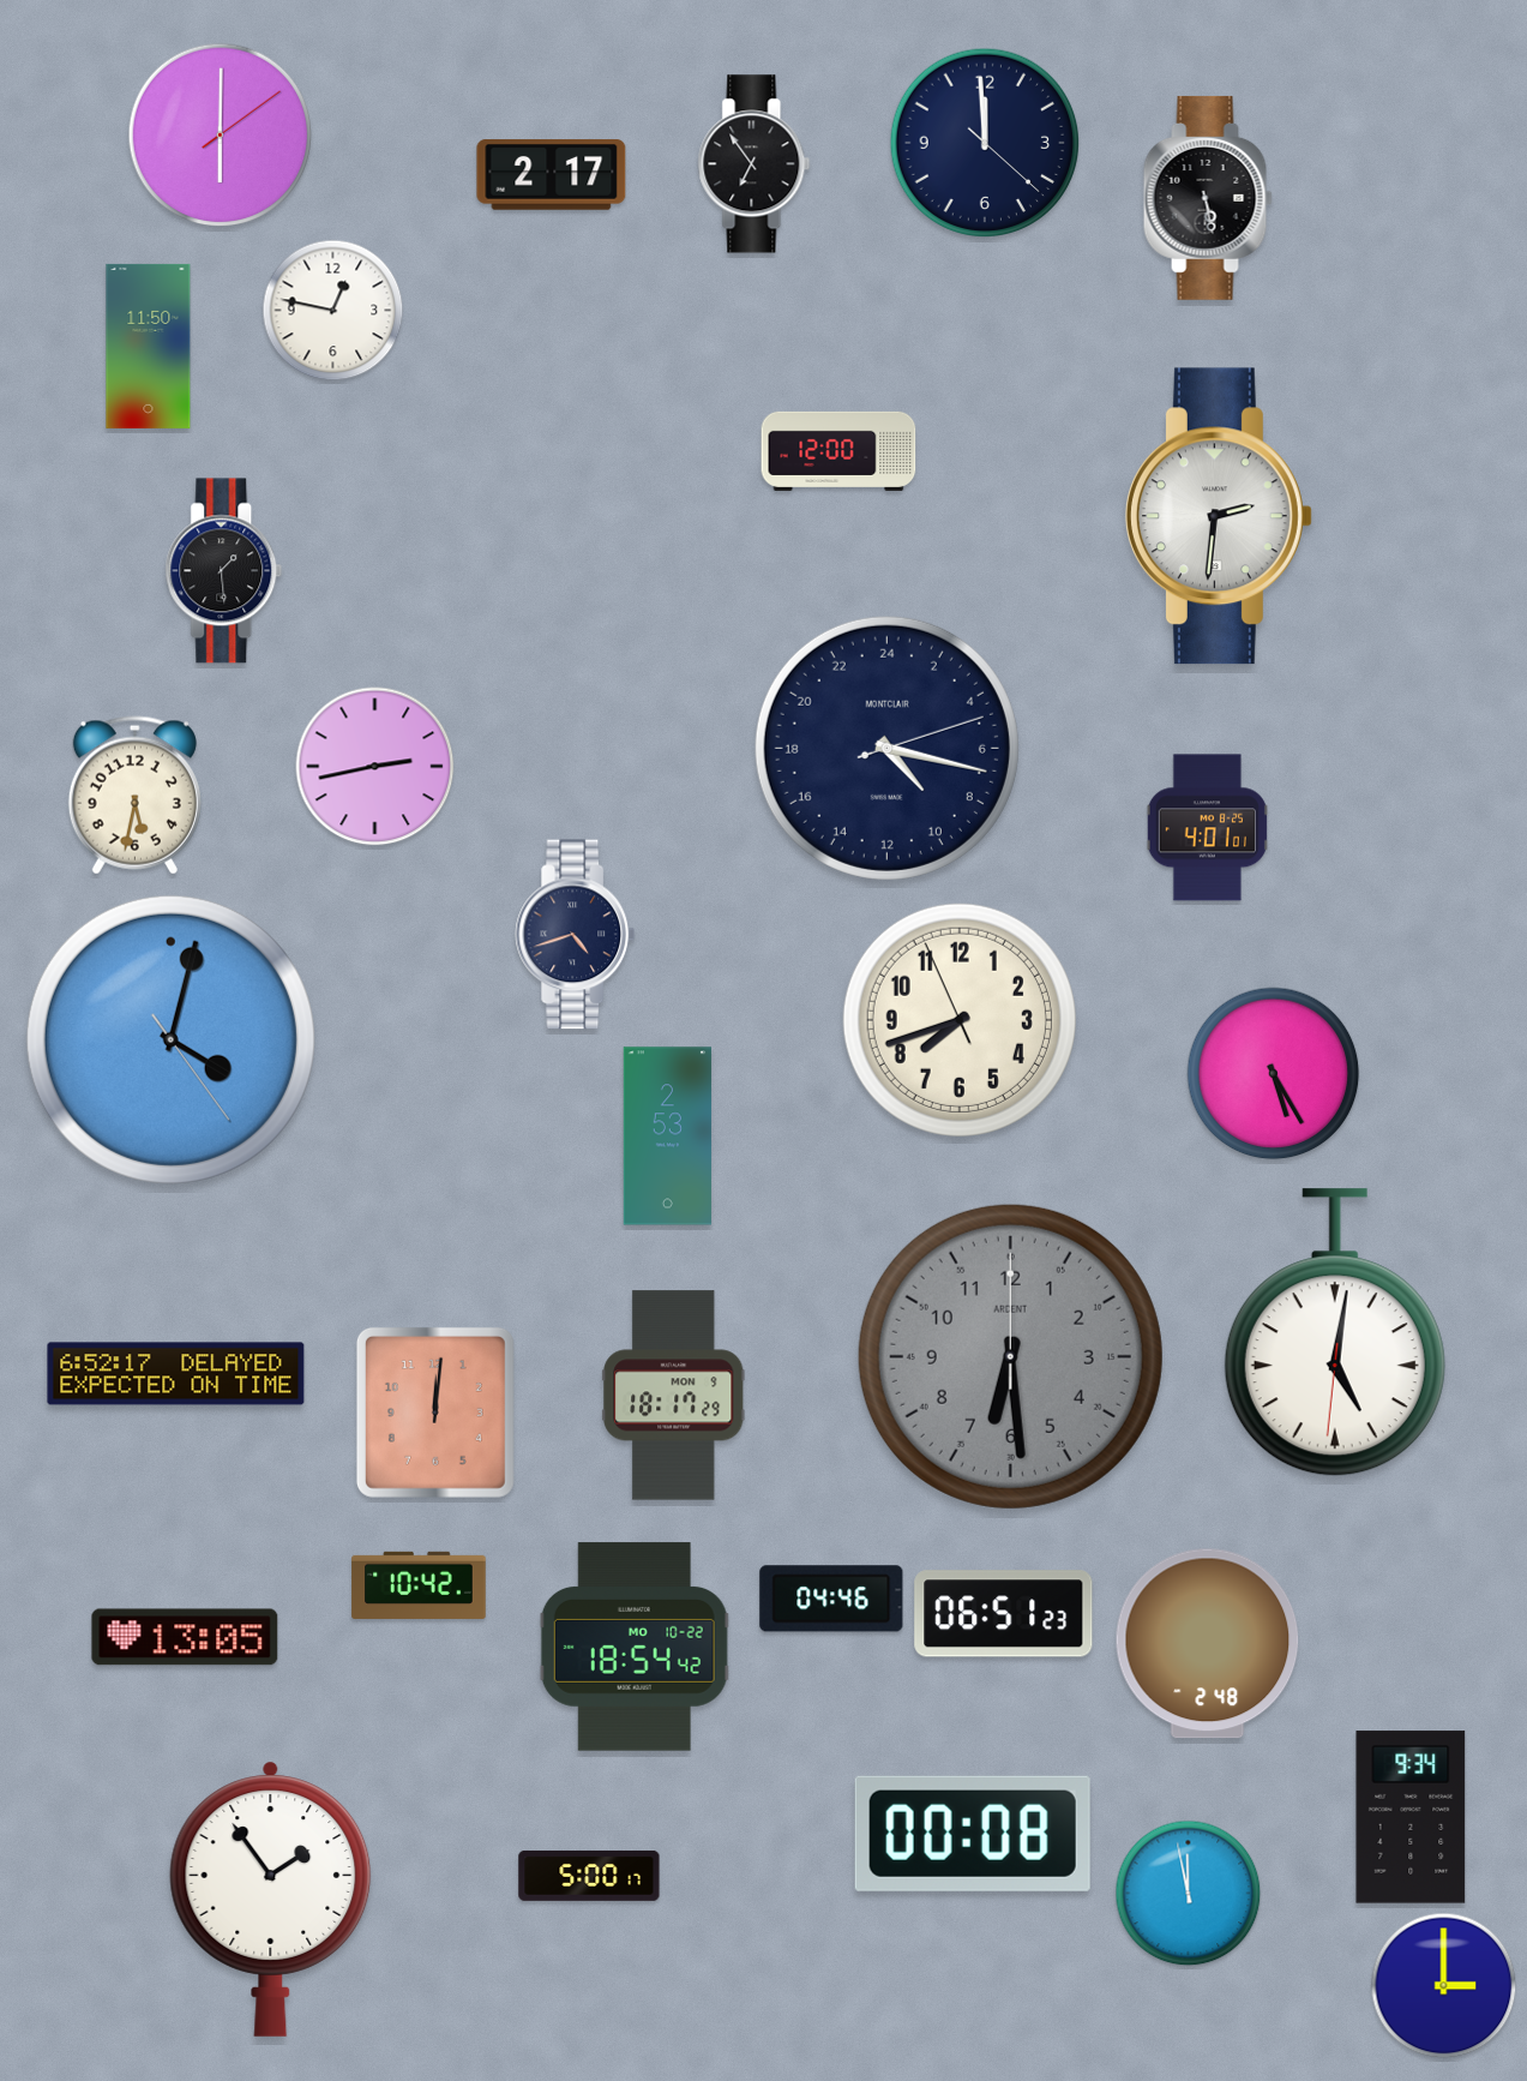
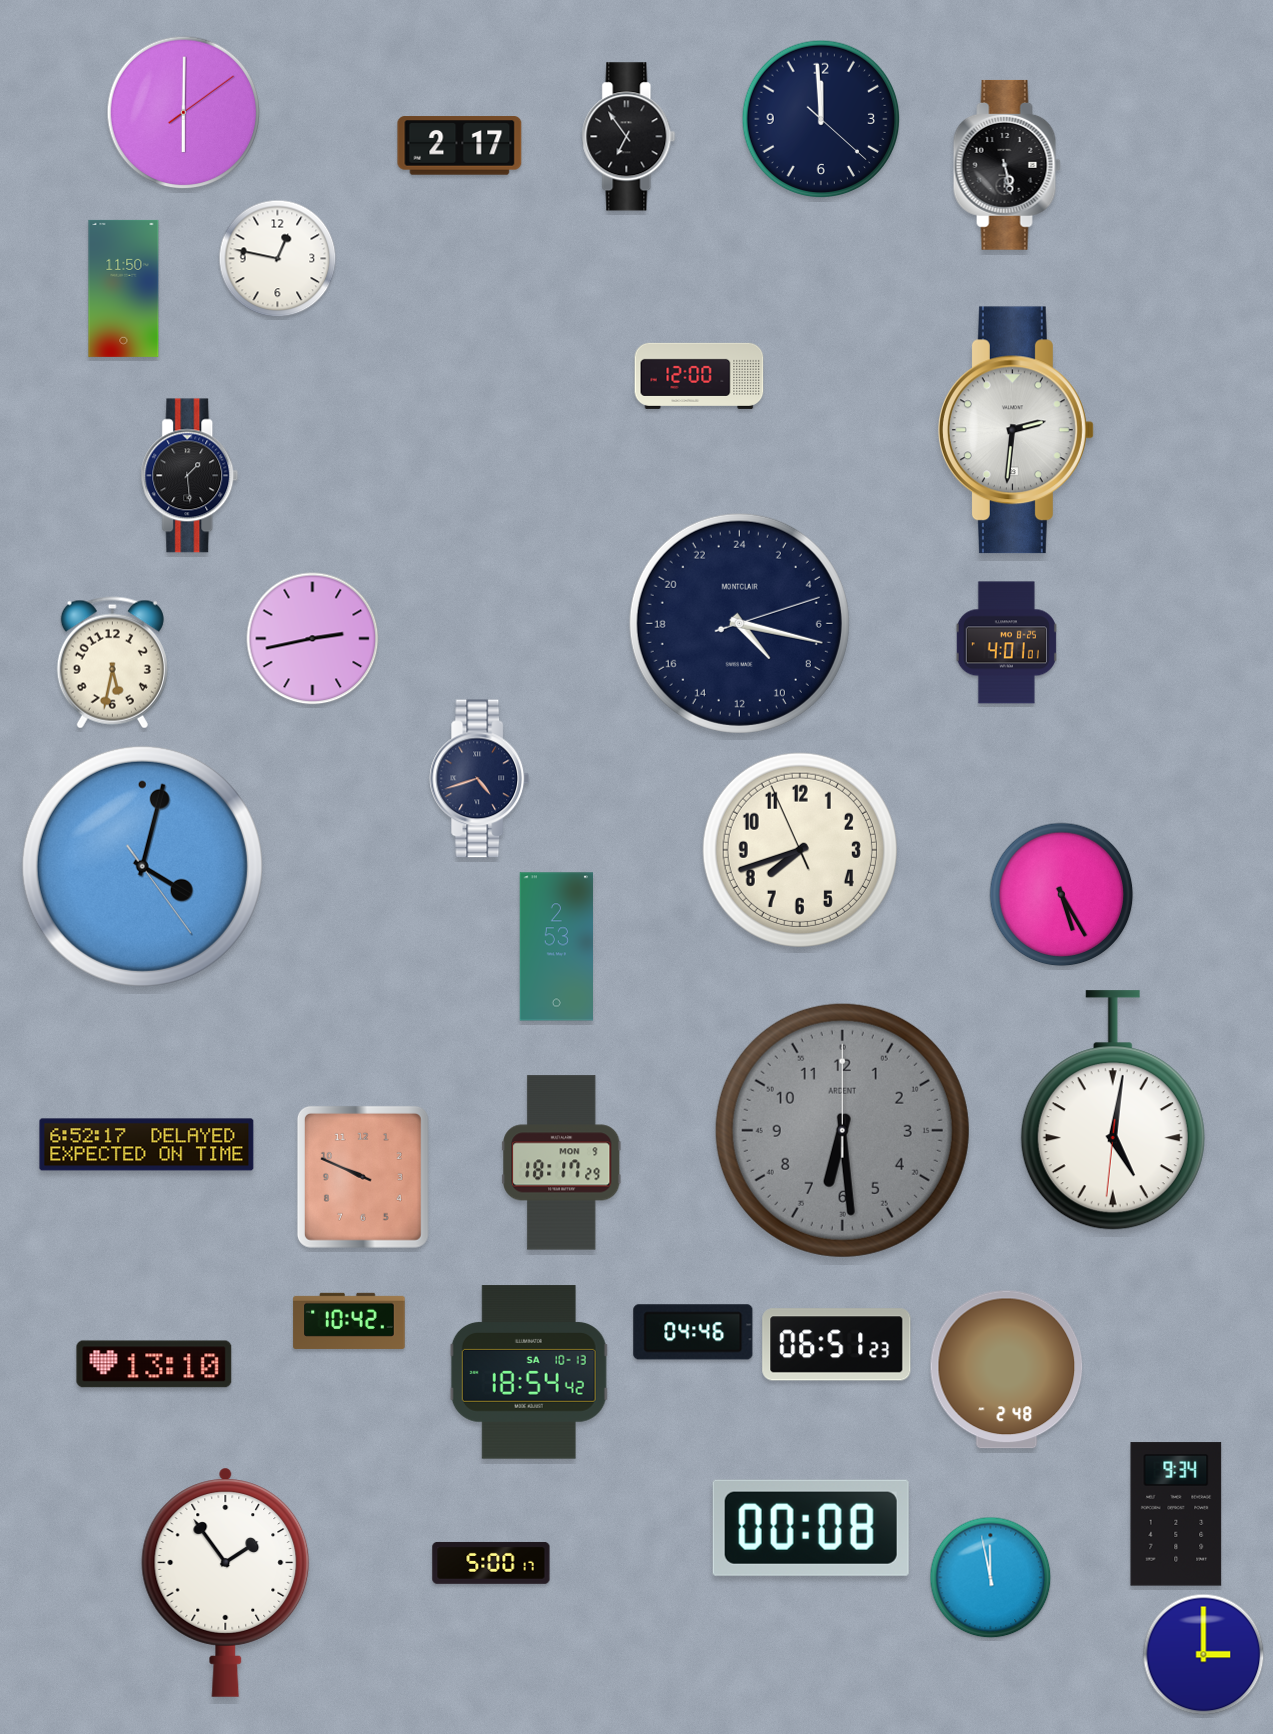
clock at (224, 571) position: (224, 571) -> (190, 476)
clock at (1207, 828) position: (1207, 828) -> (1006, 643)
clock at (435, 1413): 12:01 -> 9:49
clock at (185, 1637): 13:05 -> 13:10
clock at (635, 1647) date: MO 10-22 -> SA 10-13
